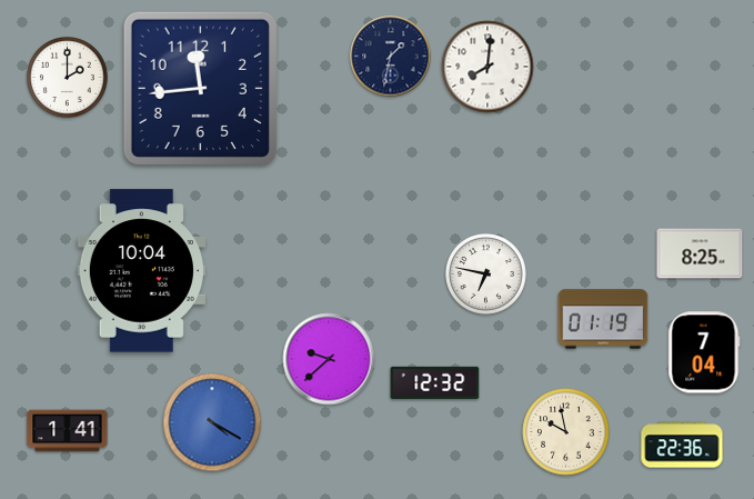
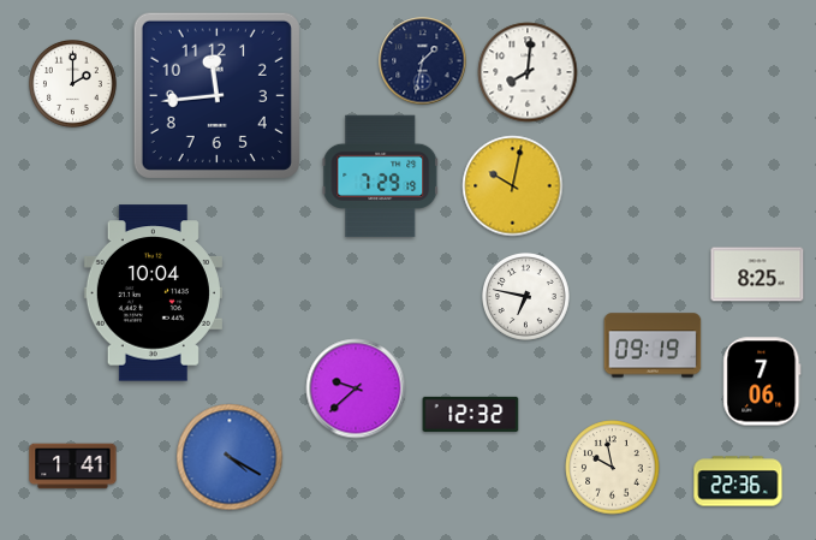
clock at (381, 177): none -> 7:29
clock at (513, 186): none -> 10:02
clock at (603, 319): 01:19 -> 09:19
clock at (704, 352): 7:04 -> 7:06
